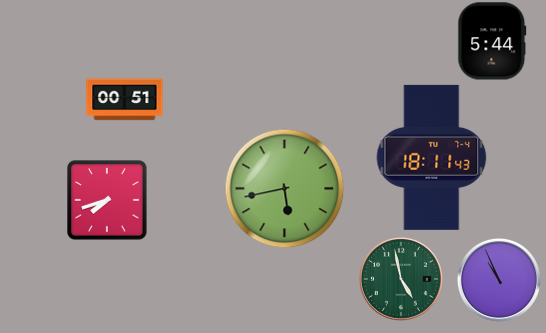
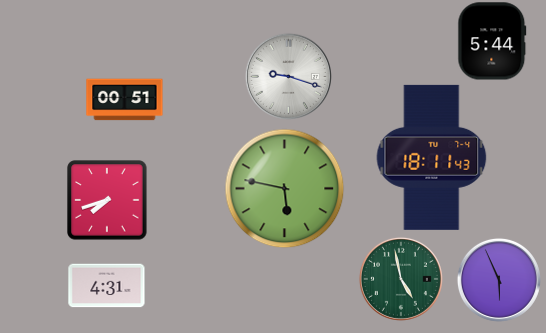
clock at (288, 76): none -> 9:18
clock at (285, 189): 5:43 -> 5:47
clock at (499, 280): 10:56 -> 5:56
clock at (107, 286): none -> 4:31
